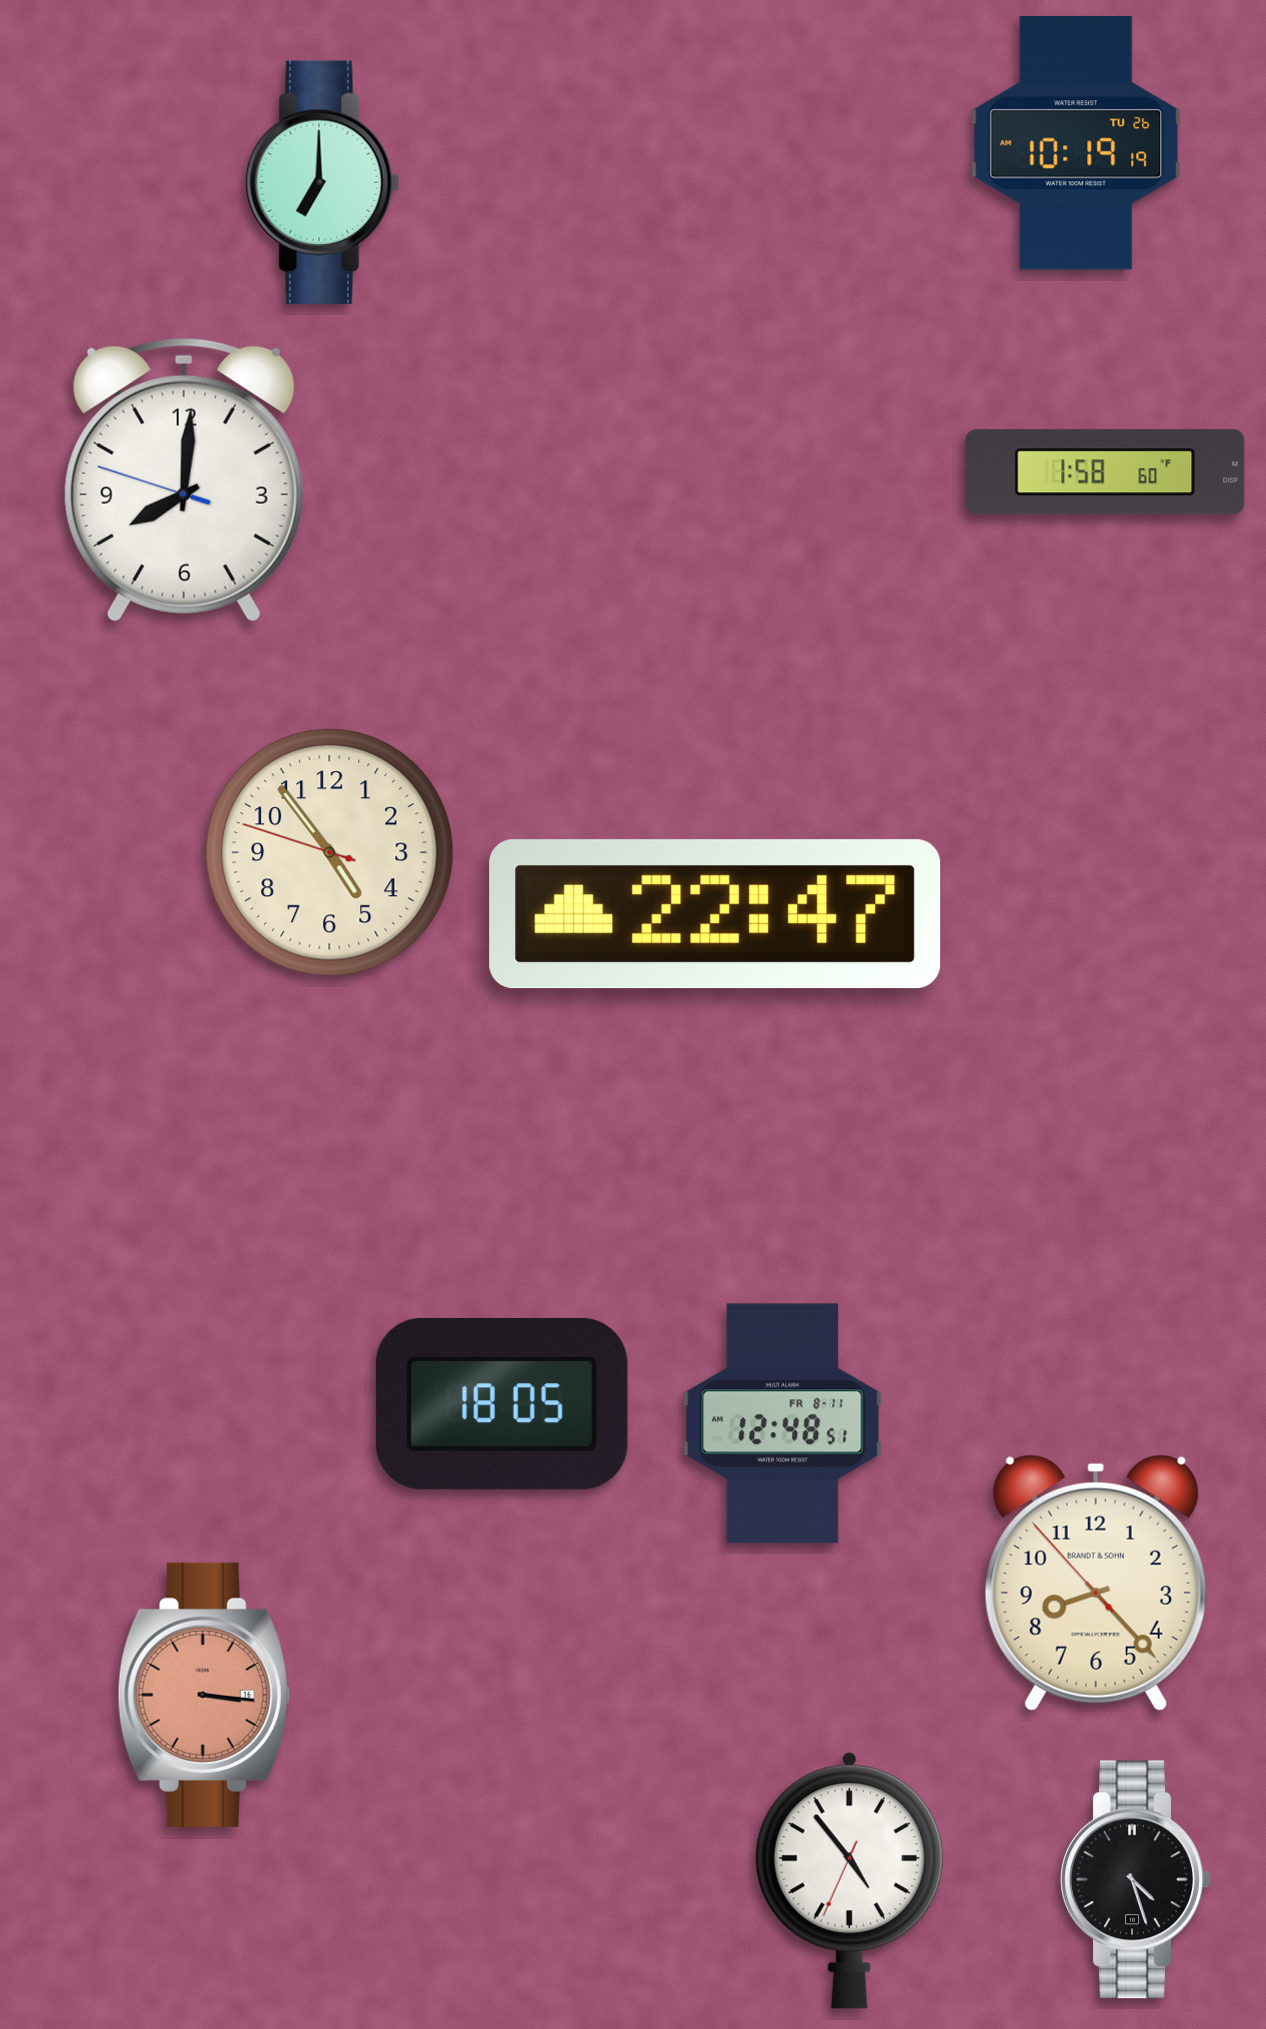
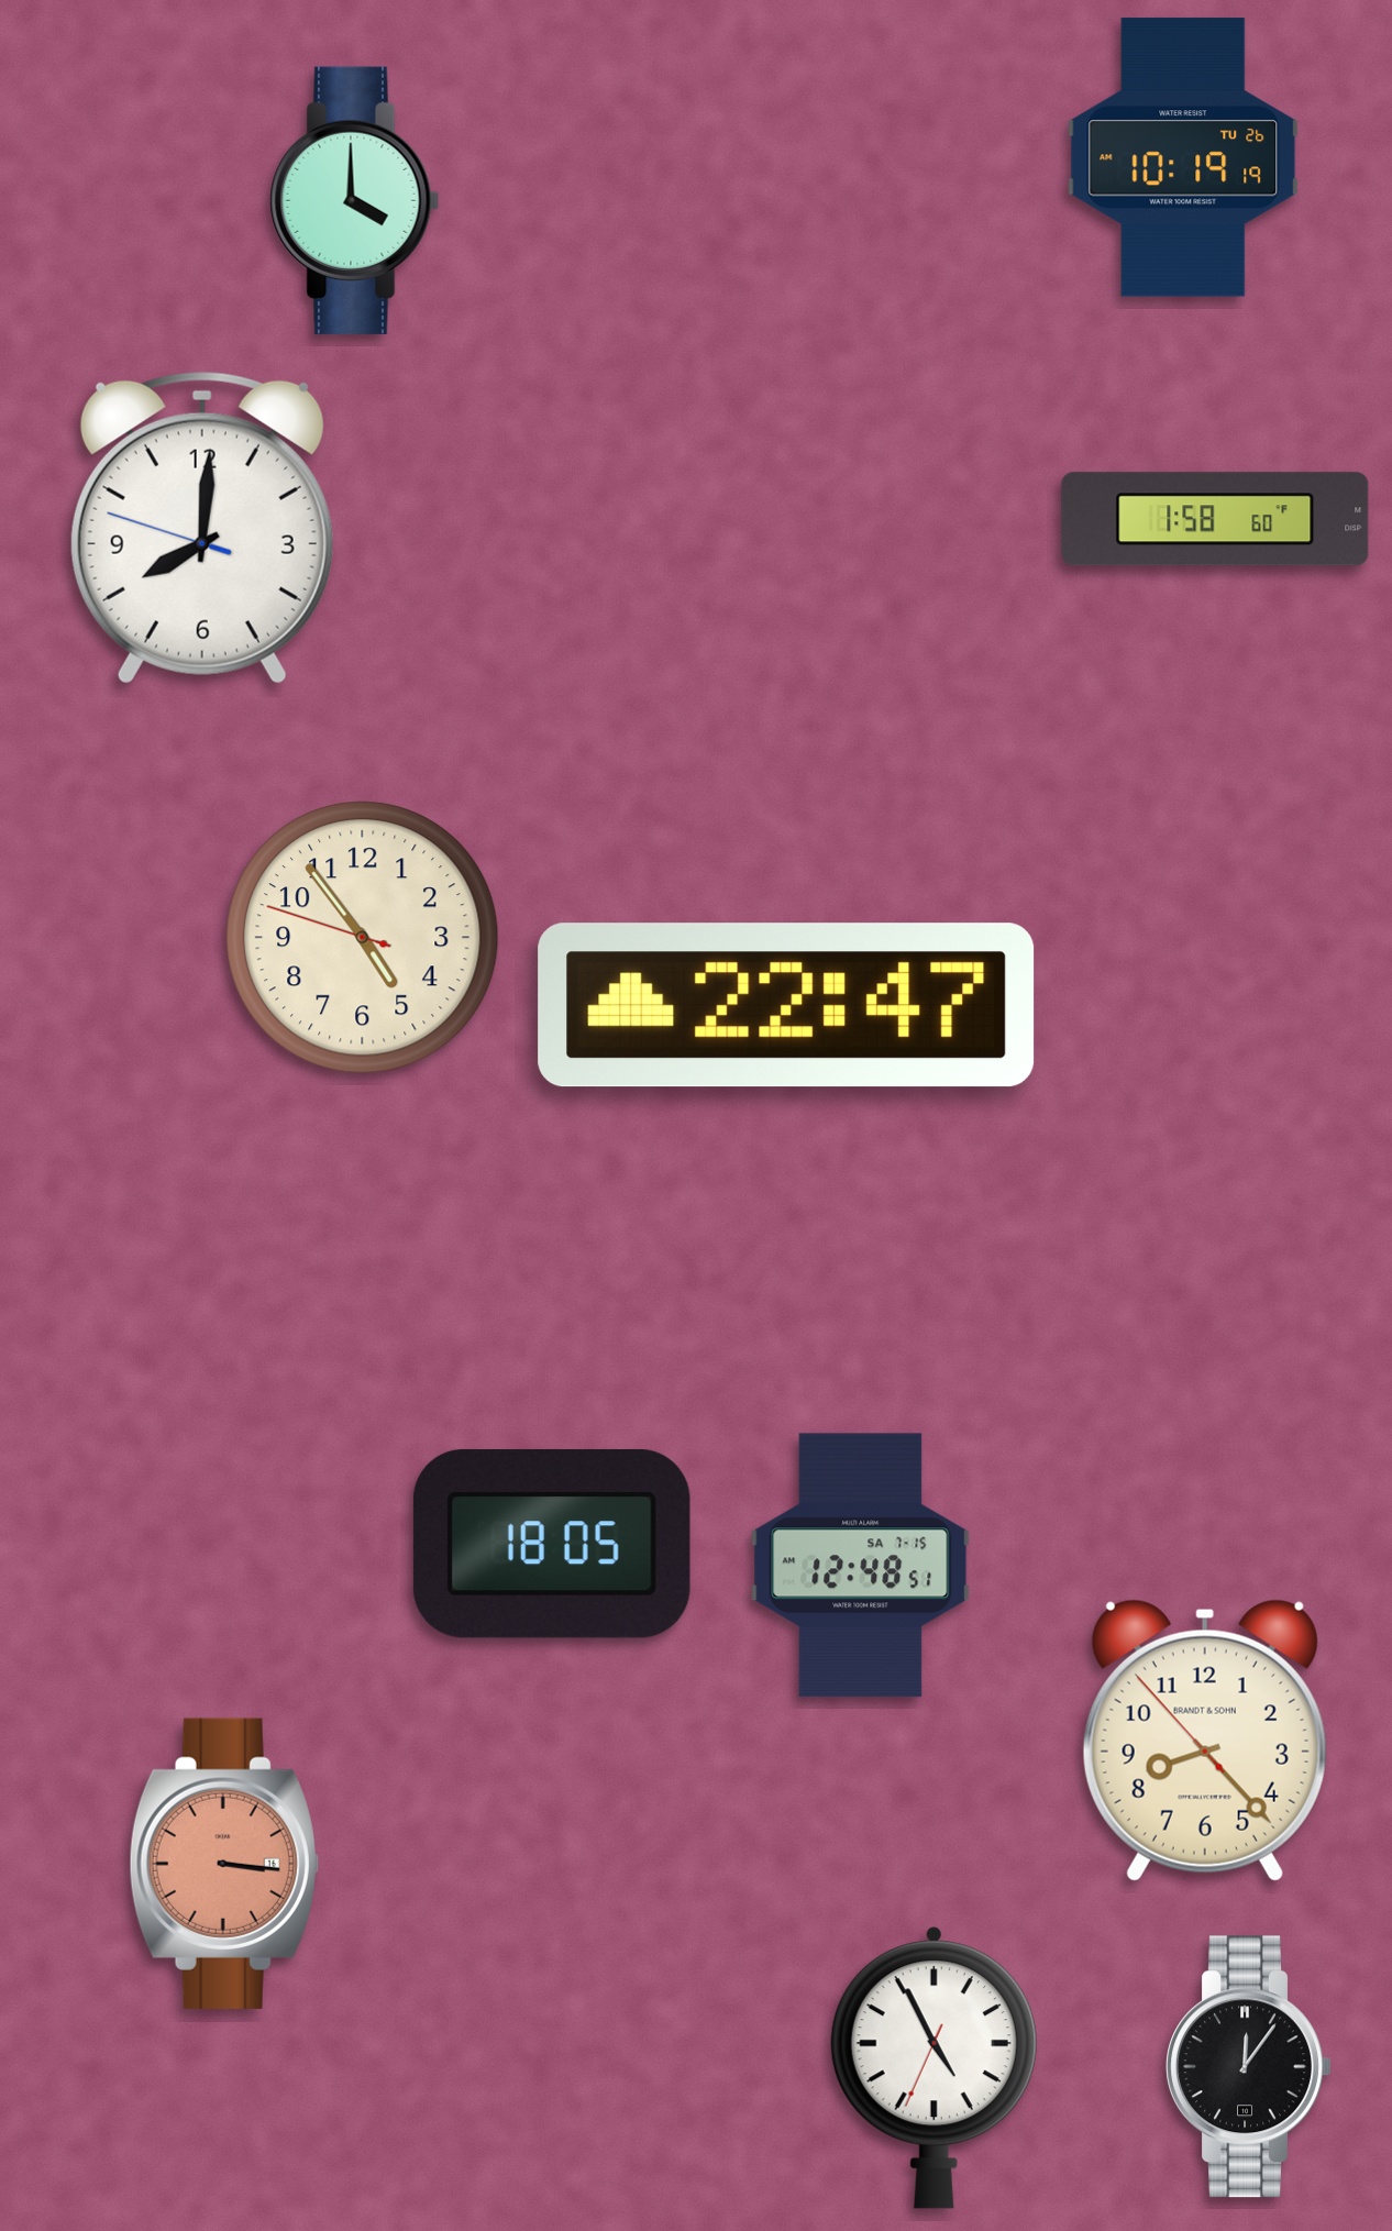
clock at (323, 182): 7:00 -> 4:00
clock at (783, 1424) date: FR 8-11 -> SA 7-15
clock at (1136, 1880): 4:27 -> 12:06
clock at (849, 1881): 4:53 -> 4:55
